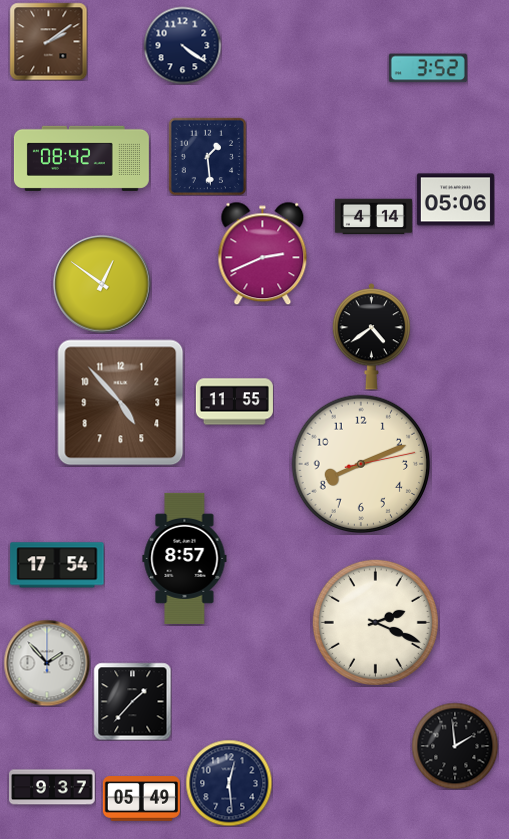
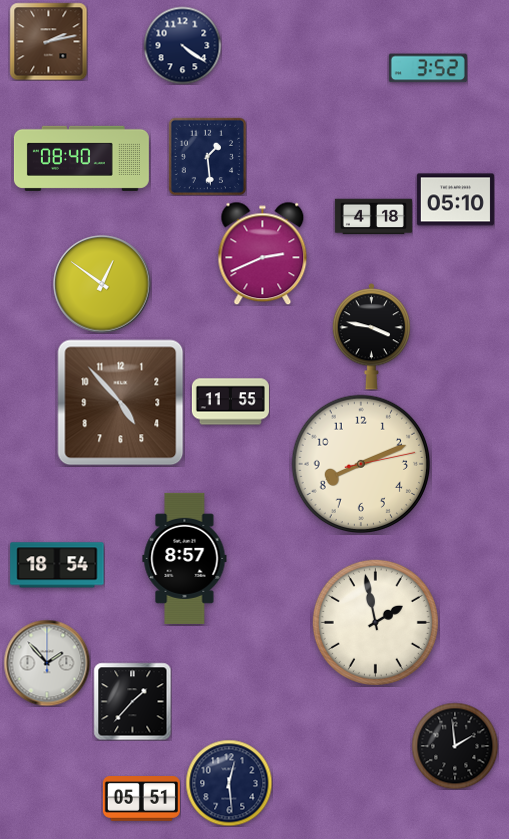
clock at (48, 41): 2:09 -> 2:13
clock at (81, 158): 08:42 -> 08:40
clock at (455, 200): 05:06 -> 05:10
clock at (373, 217): 4:14 -> 4:18
clock at (371, 337): 4:39 -> 3:47
clock at (234, 402) position: (234, 402) -> (230, 402)
clock at (57, 565): 17:54 -> 18:54
clock at (375, 622): 2:19 -> 1:58
clock at (52, 787): 9:37 -> none
clock at (141, 799): 05:49 -> 05:51
